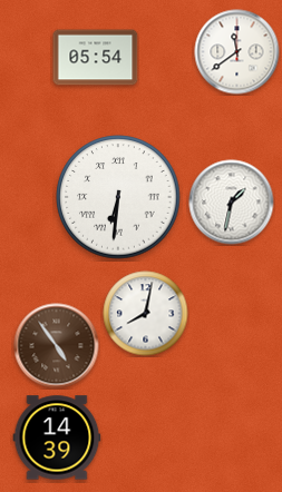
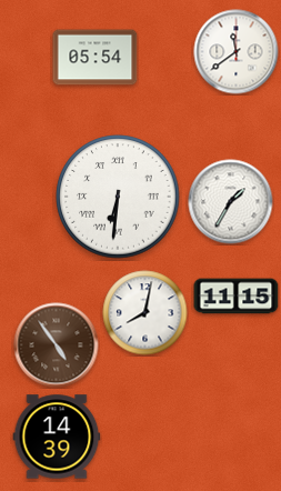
clock at (232, 203): 1:32 -> 1:35
clock at (237, 297): none -> 11:15
